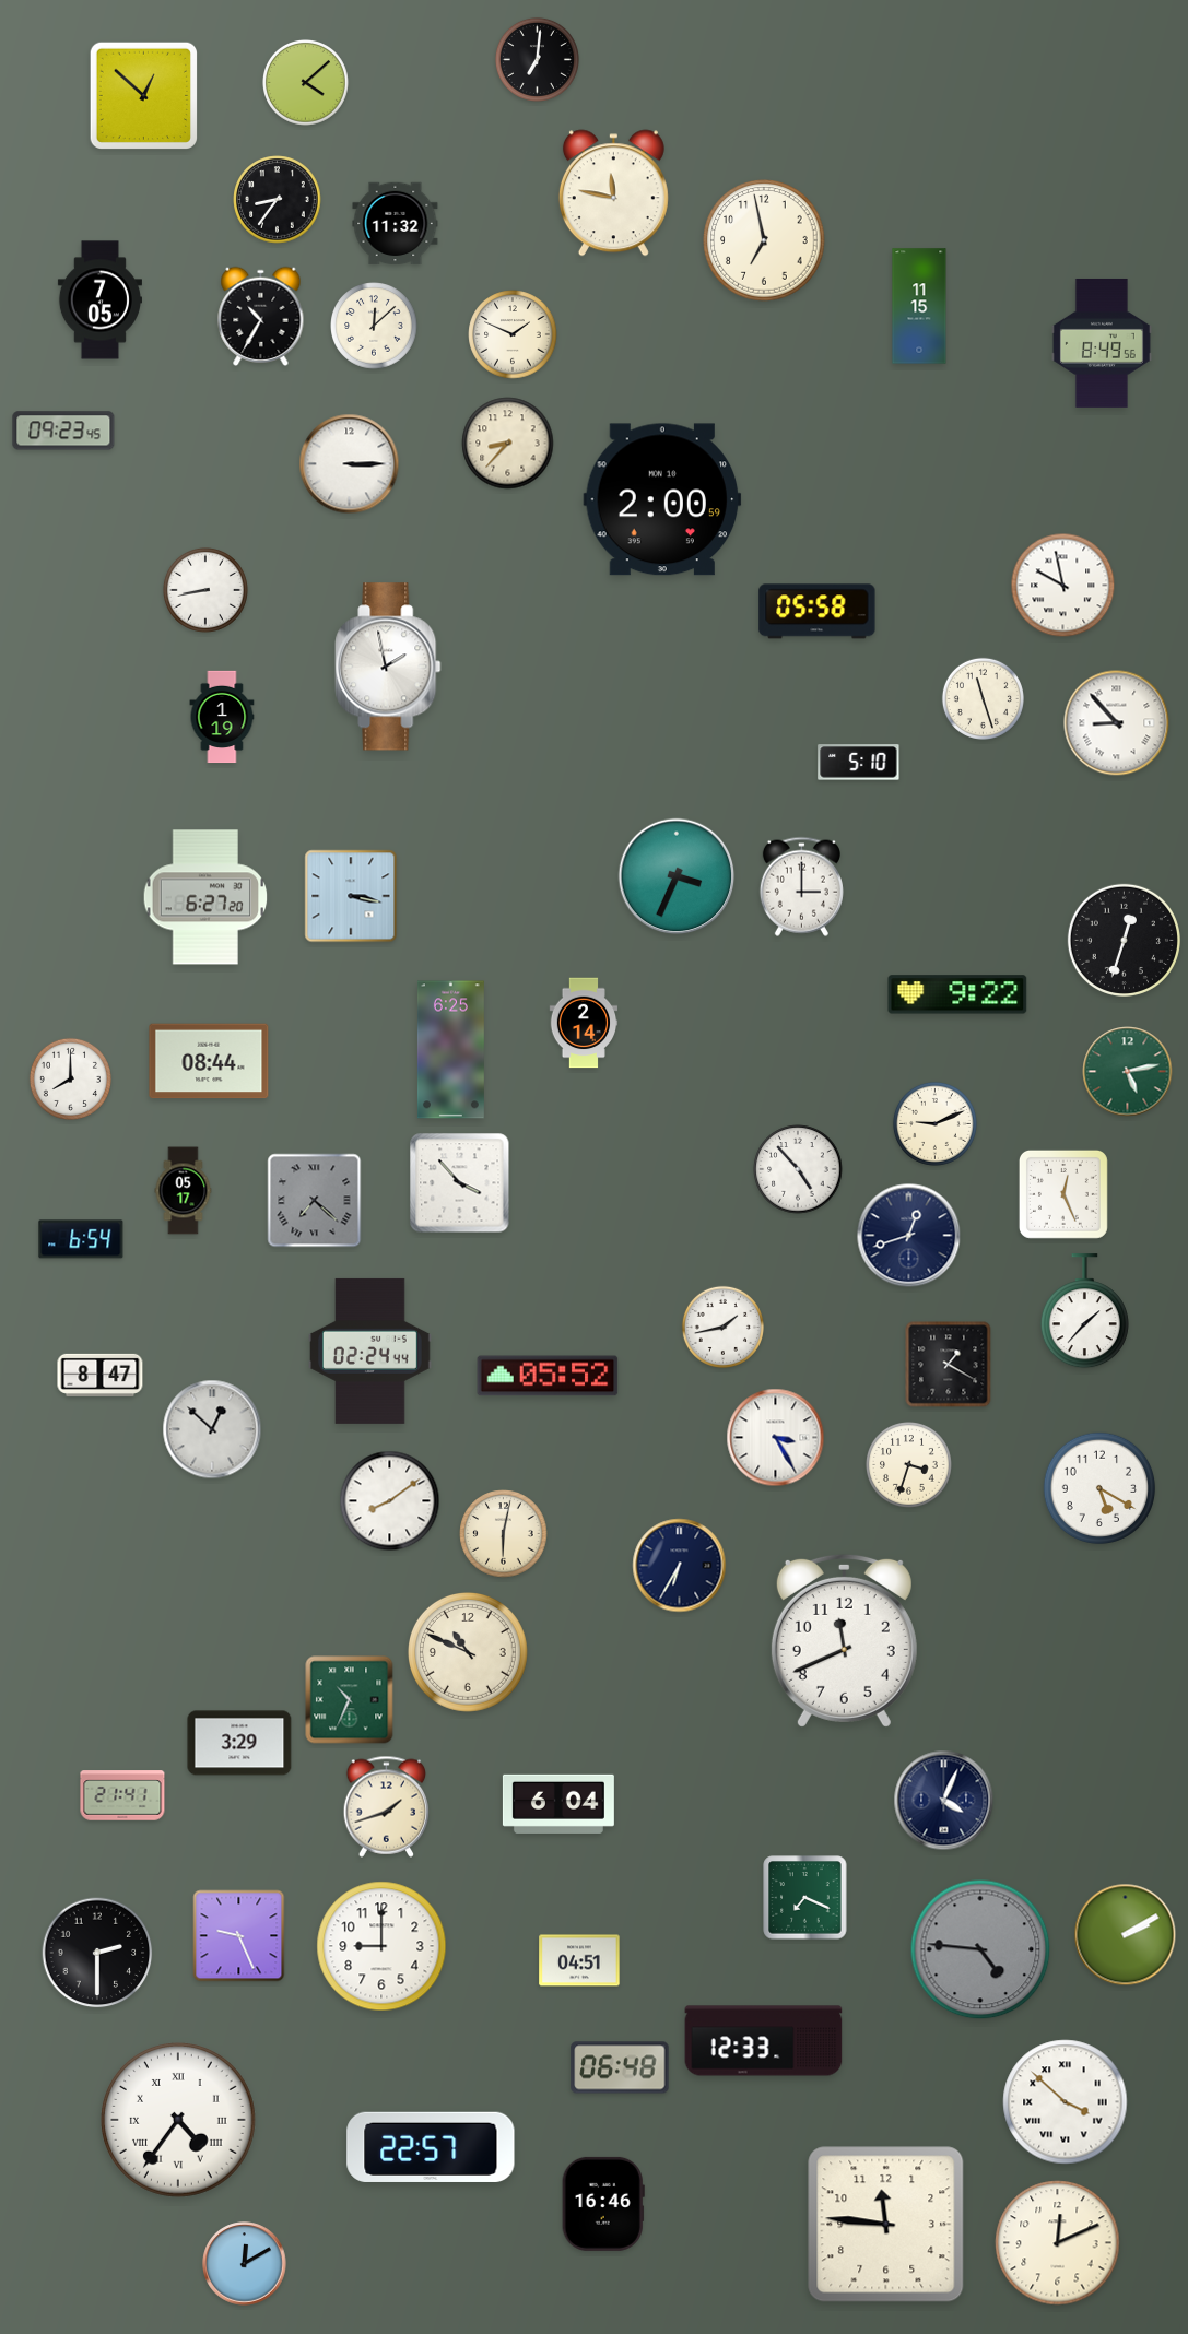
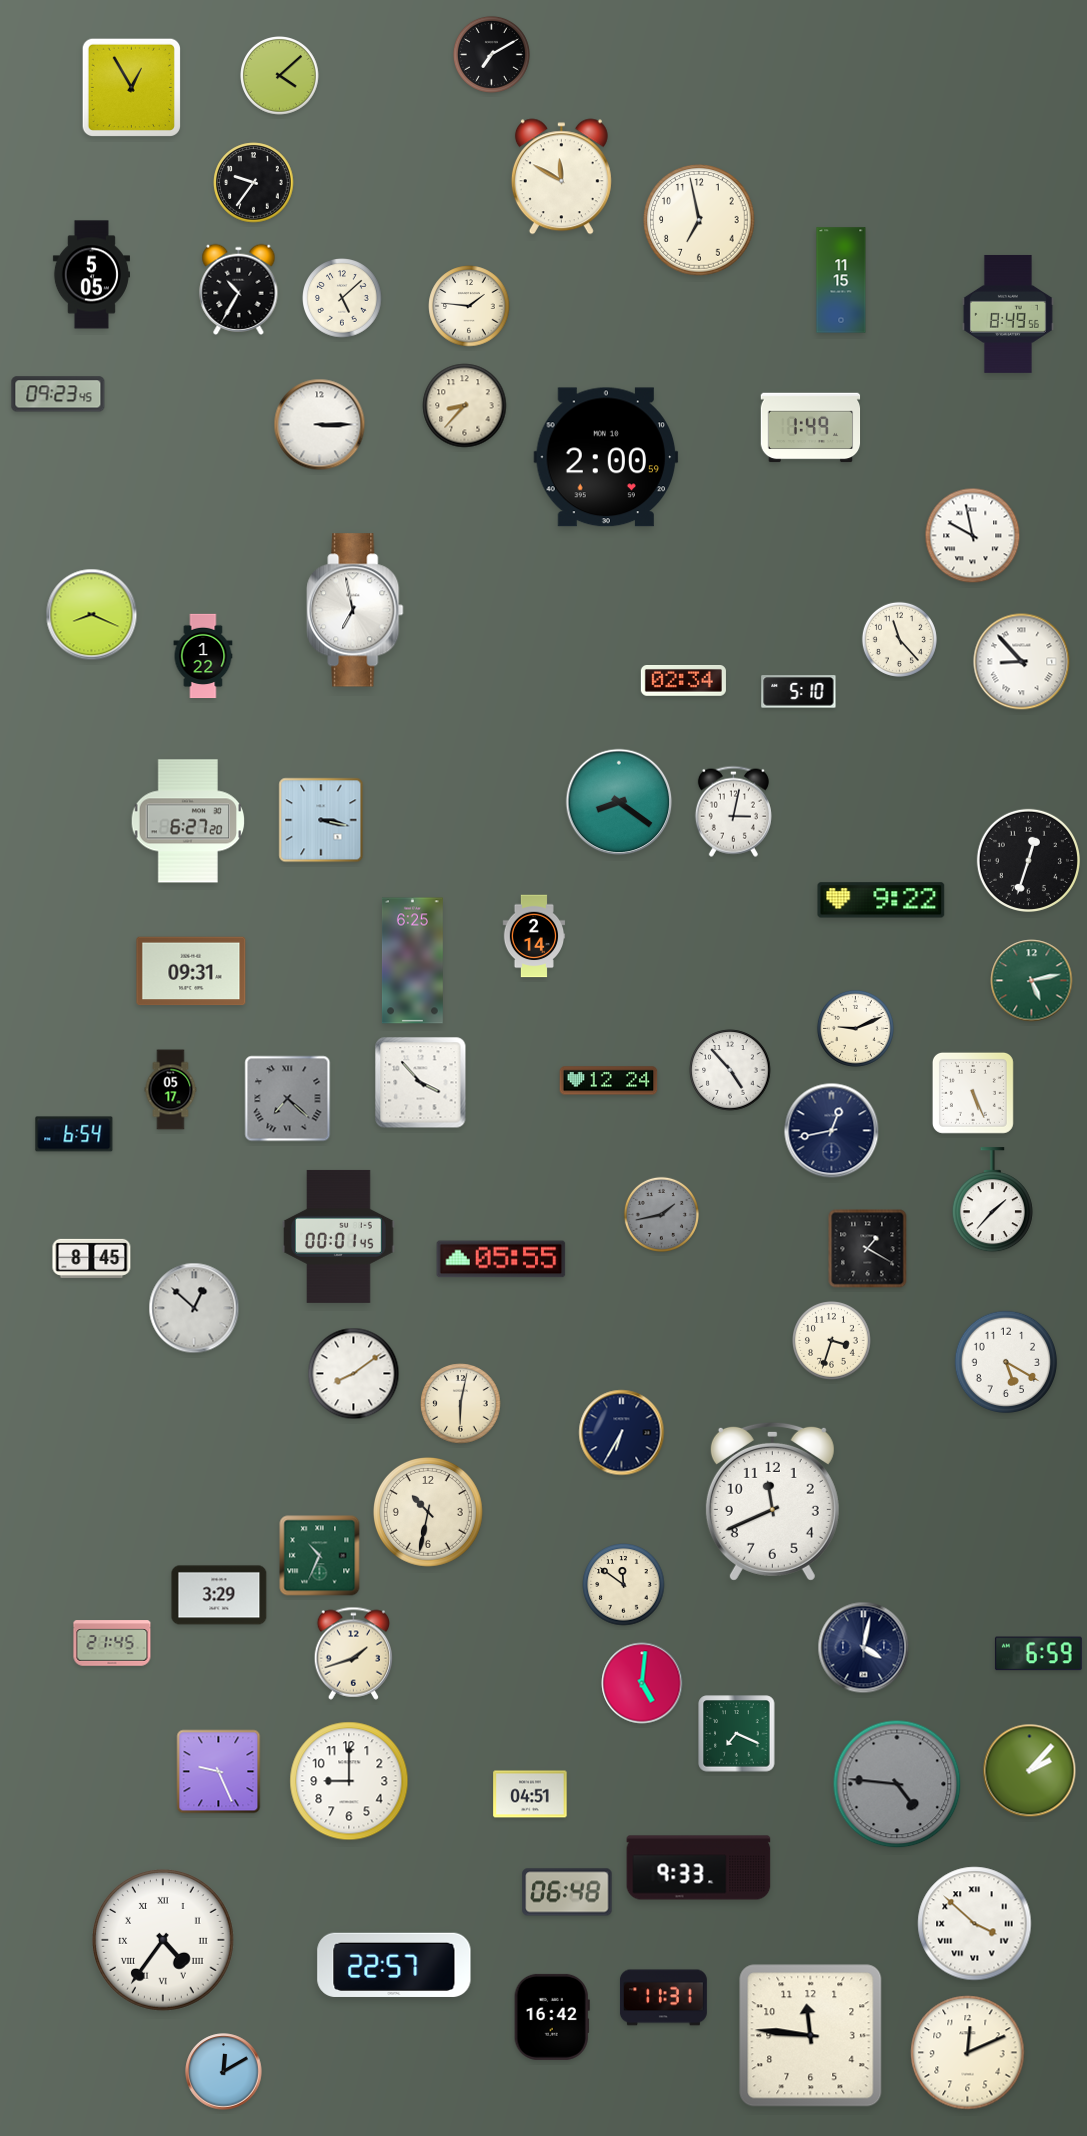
clock at (537, 59): 7:01 -> 7:10
clock at (143, 95): 12:52 -> 12:55
clock at (613, 193): 11:47 -> 11:50
clock at (278, 200): 8:36 -> 9:36
clock at (396, 224): 11:32 -> none
clock at (99, 300): 7:05 -> 5:05
clock at (374, 326): 12:08 -> 5:08
clock at (513, 334): 1:49 -> 1:46
clock at (811, 428): none -> 1:49
clock at (205, 590): 8:43 -> none
clock at (818, 612): 05:58 -> none
clock at (388, 667): 1:58 -> 6:58
clock at (92, 615): none -> 8:19
clock at (983, 698): 11:27 -> 11:23
clock at (222, 717): 1:19 -> 1:22
clock at (683, 681): none -> 02:34
clock at (859, 763) position: (859, 763) -> (799, 692)
clock at (677, 876): 3:34 -> 8:21
clock at (801, 886): 3:00 -> 3:02
clock at (957, 994) position: (957, 994) -> (881, 900)
clock at (209, 1061): 08:44 -> 09:31
clock at (70, 1078): 8:00 -> none
clock at (609, 1081): none -> 12:24
clock at (184, 1191) position: (184, 1191) -> (171, 1090)
clock at (1063, 1194): 12:26 -> 5:26
clock at (909, 1236): 12:42 -> 12:43
clock at (722, 1327) dial: white -> grey
clock at (370, 1351): 02:24 -> 00:01
clock at (101, 1375): 8:47 -> 8:45
clock at (548, 1376): 05:52 -> 05:55
clock at (776, 1438): 3:25 -> none
clock at (390, 1501) position: (390, 1501) -> (354, 1374)
clock at (469, 1653): 10:49 -> 10:32
clock at (624, 1585): none -> 11:51
clock at (122, 1795): 21:41 -> 21:45
clock at (944, 1801): 4:04 -> 4:02
clock at (558, 1804): 6:04 -> none
clock at (1038, 1654): none -> 6:59
clock at (642, 1683): none -> 5:01
clock at (805, 1898) position: (805, 1898) -> (737, 1734)
clock at (1126, 1935): 2:10 -> 2:07
clock at (97, 1953): 2:30 -> none
clock at (764, 2041): 12:33 -> 9:33
clock at (663, 1998): none -> 11:31
clock at (603, 2204): 16:46 -> 16:42
